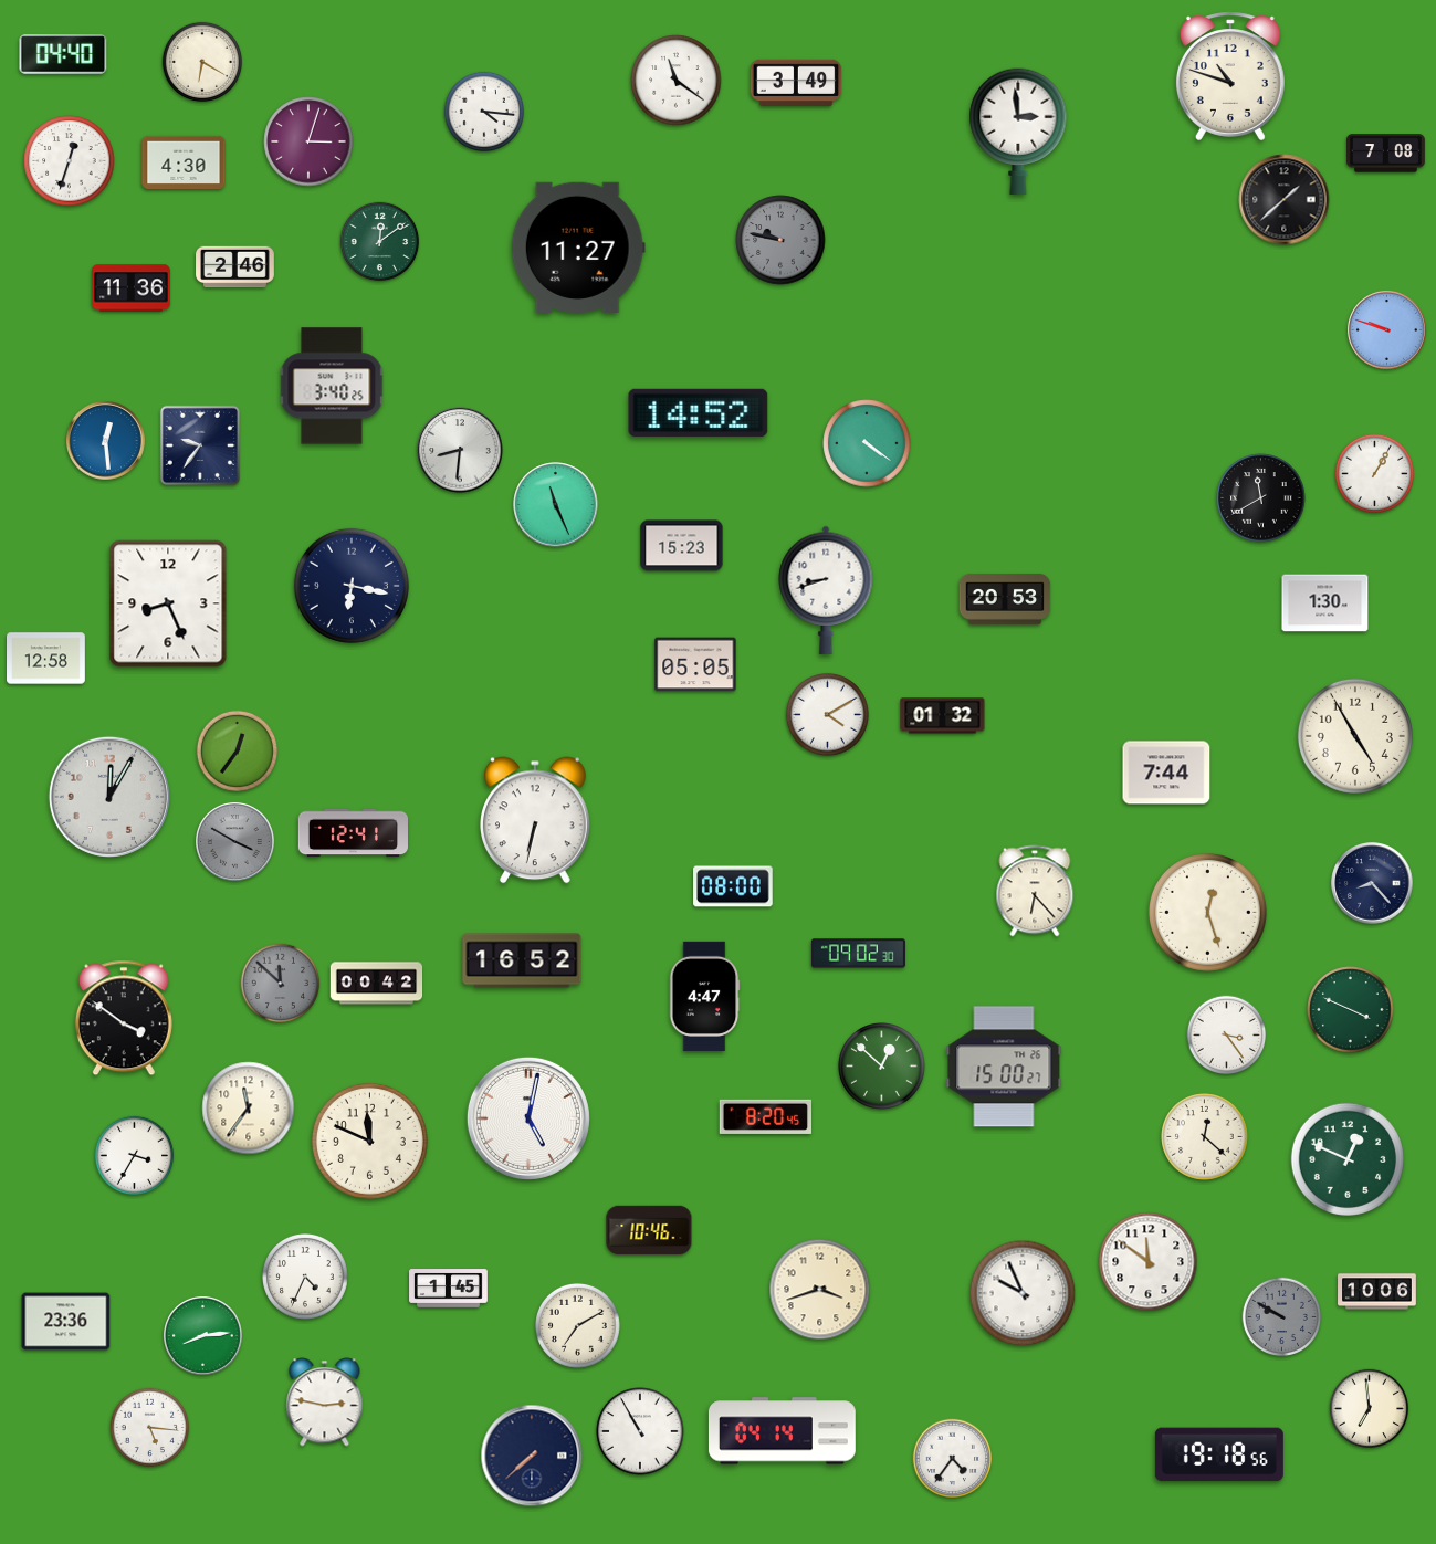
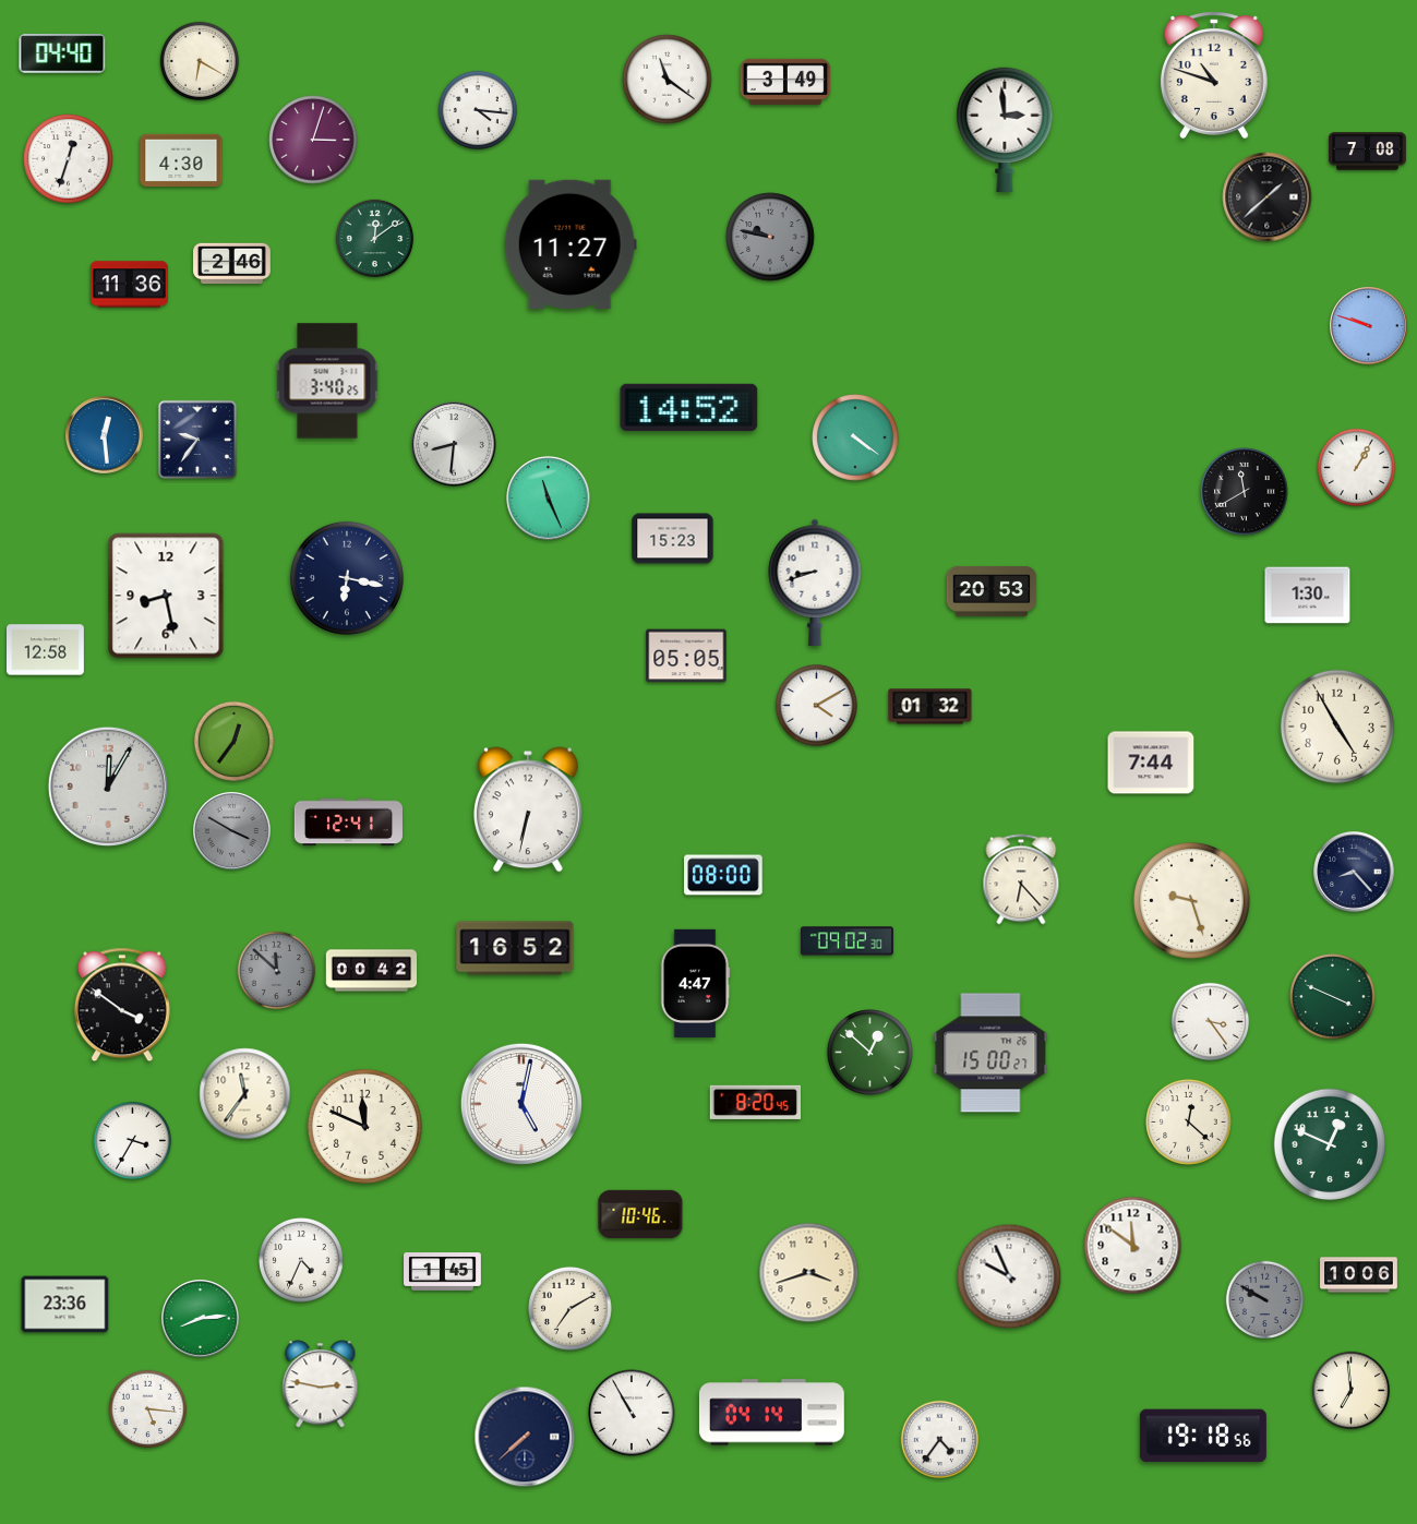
clock at (308, 141) position: (308, 141) -> (313, 140)
clock at (168, 603): 8:26 -> 8:28
clock at (1207, 912): 12:27 -> 9:27
